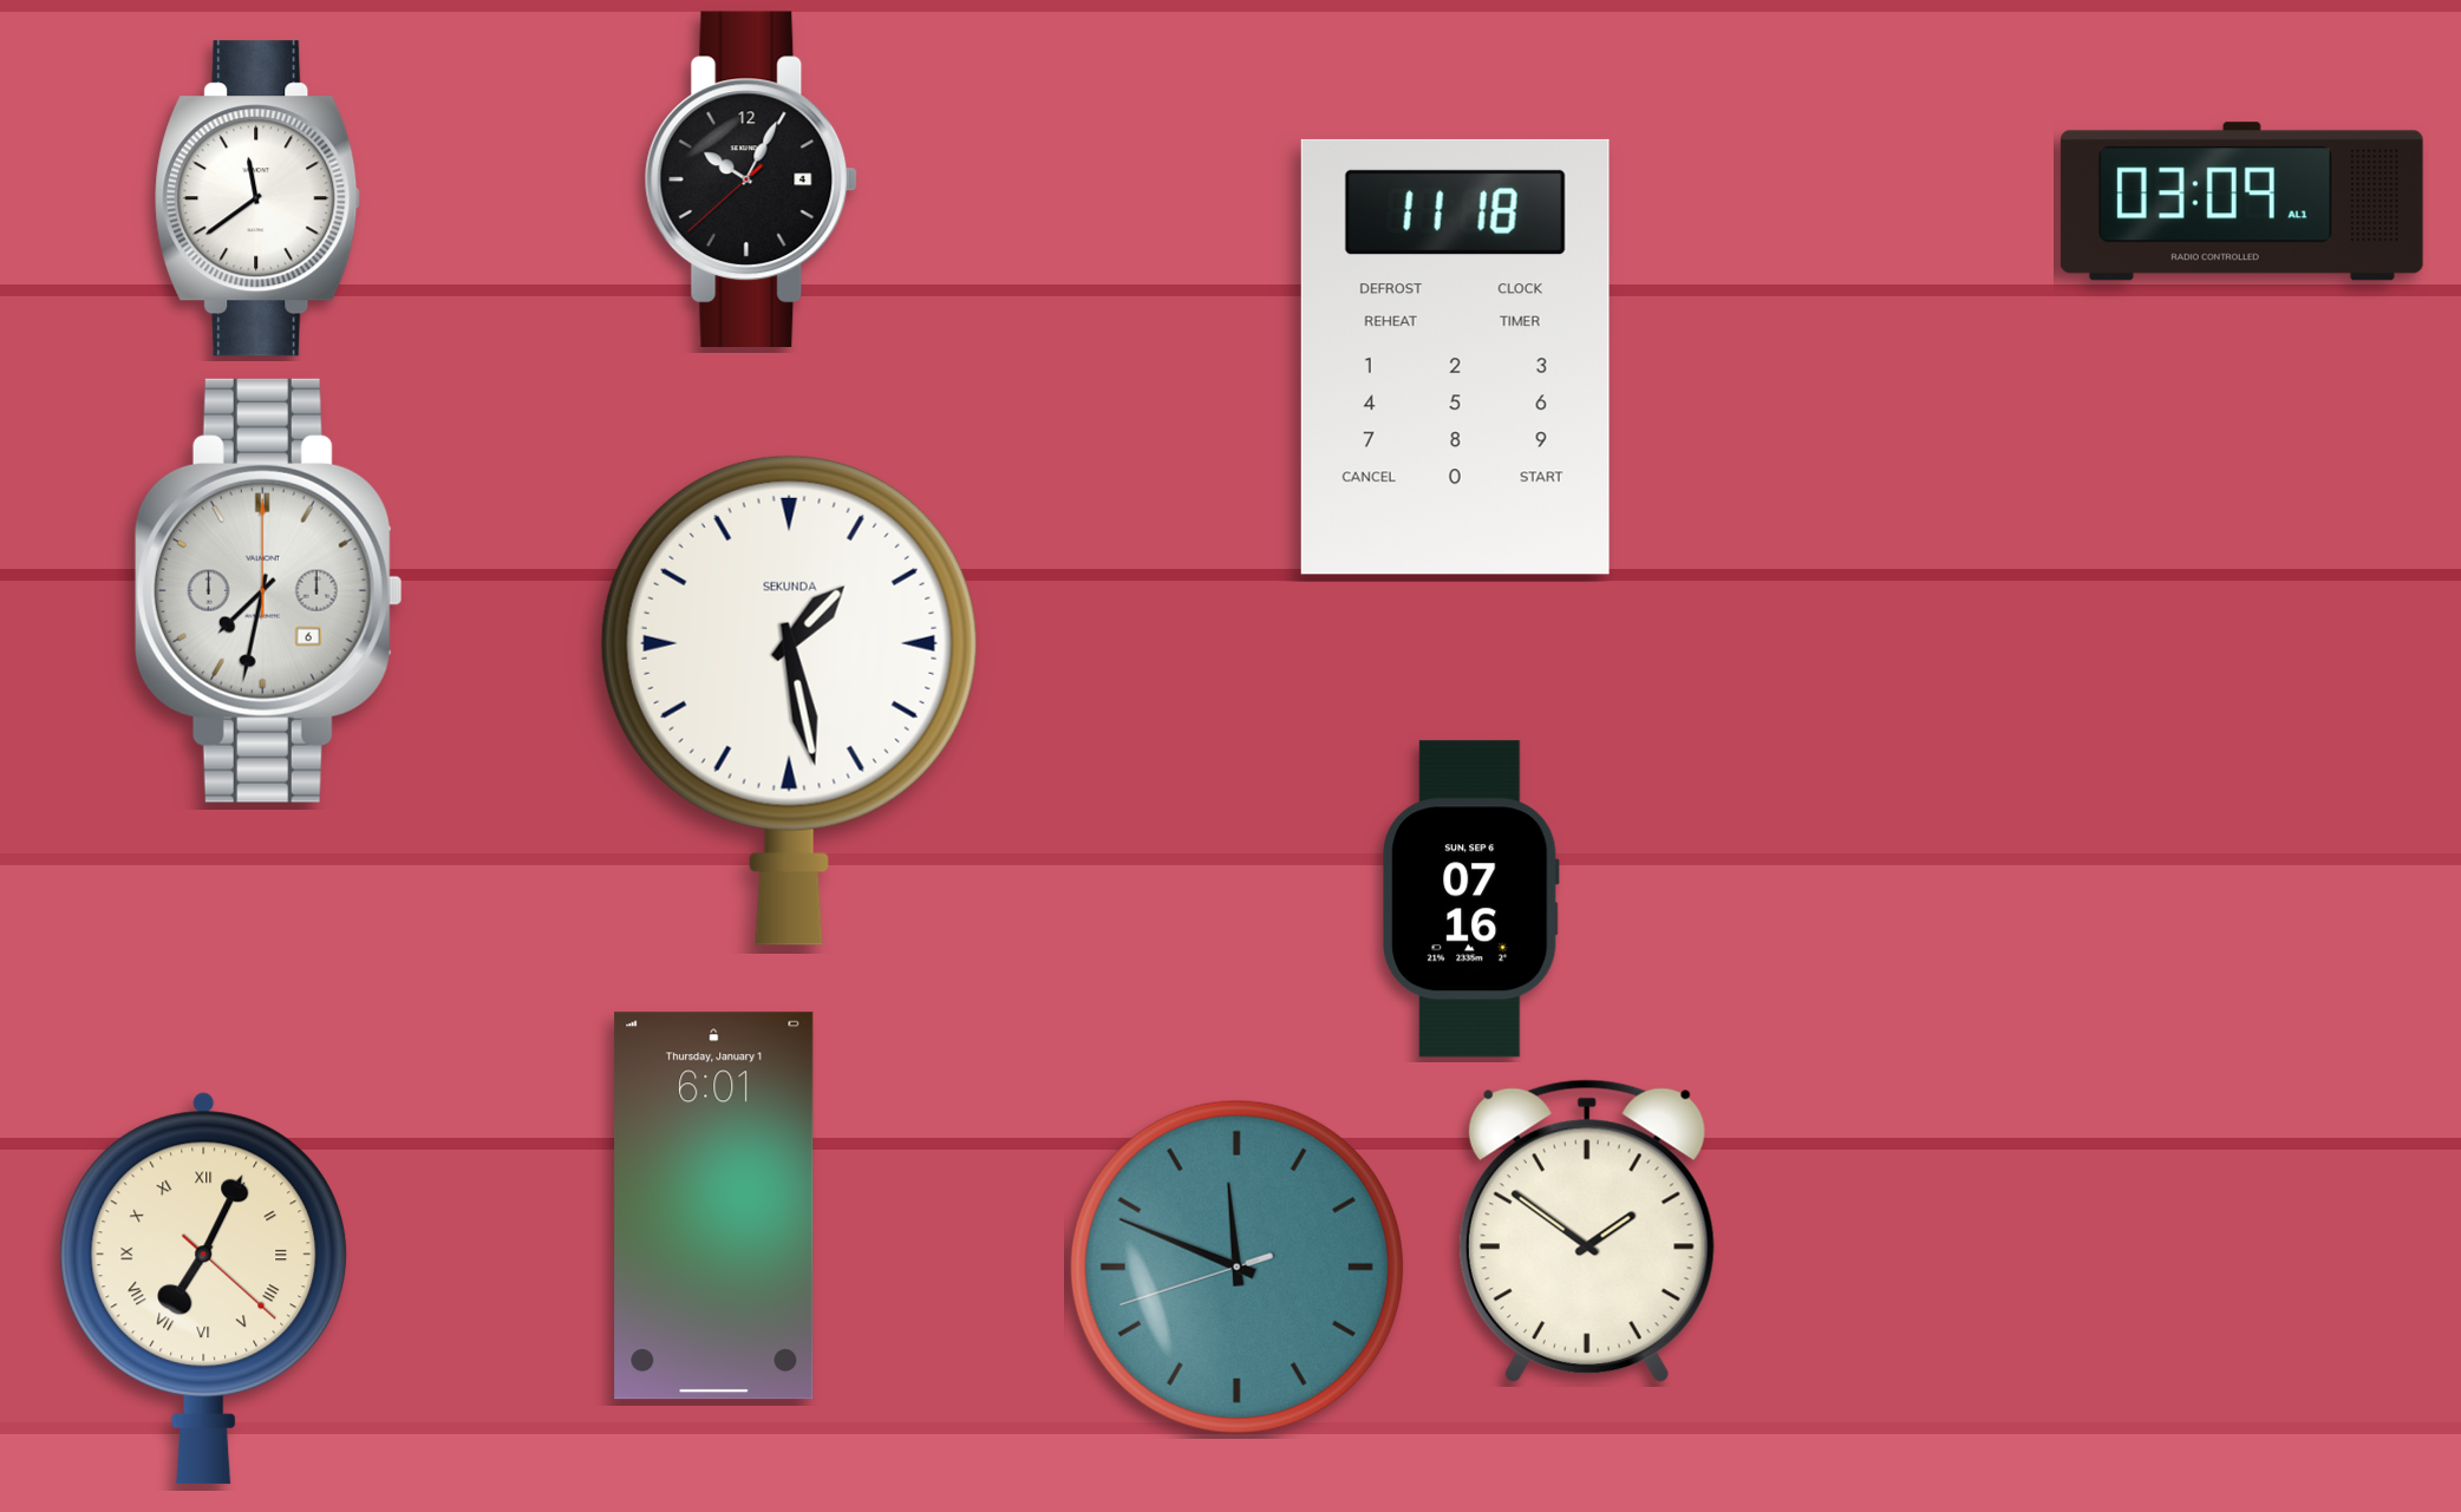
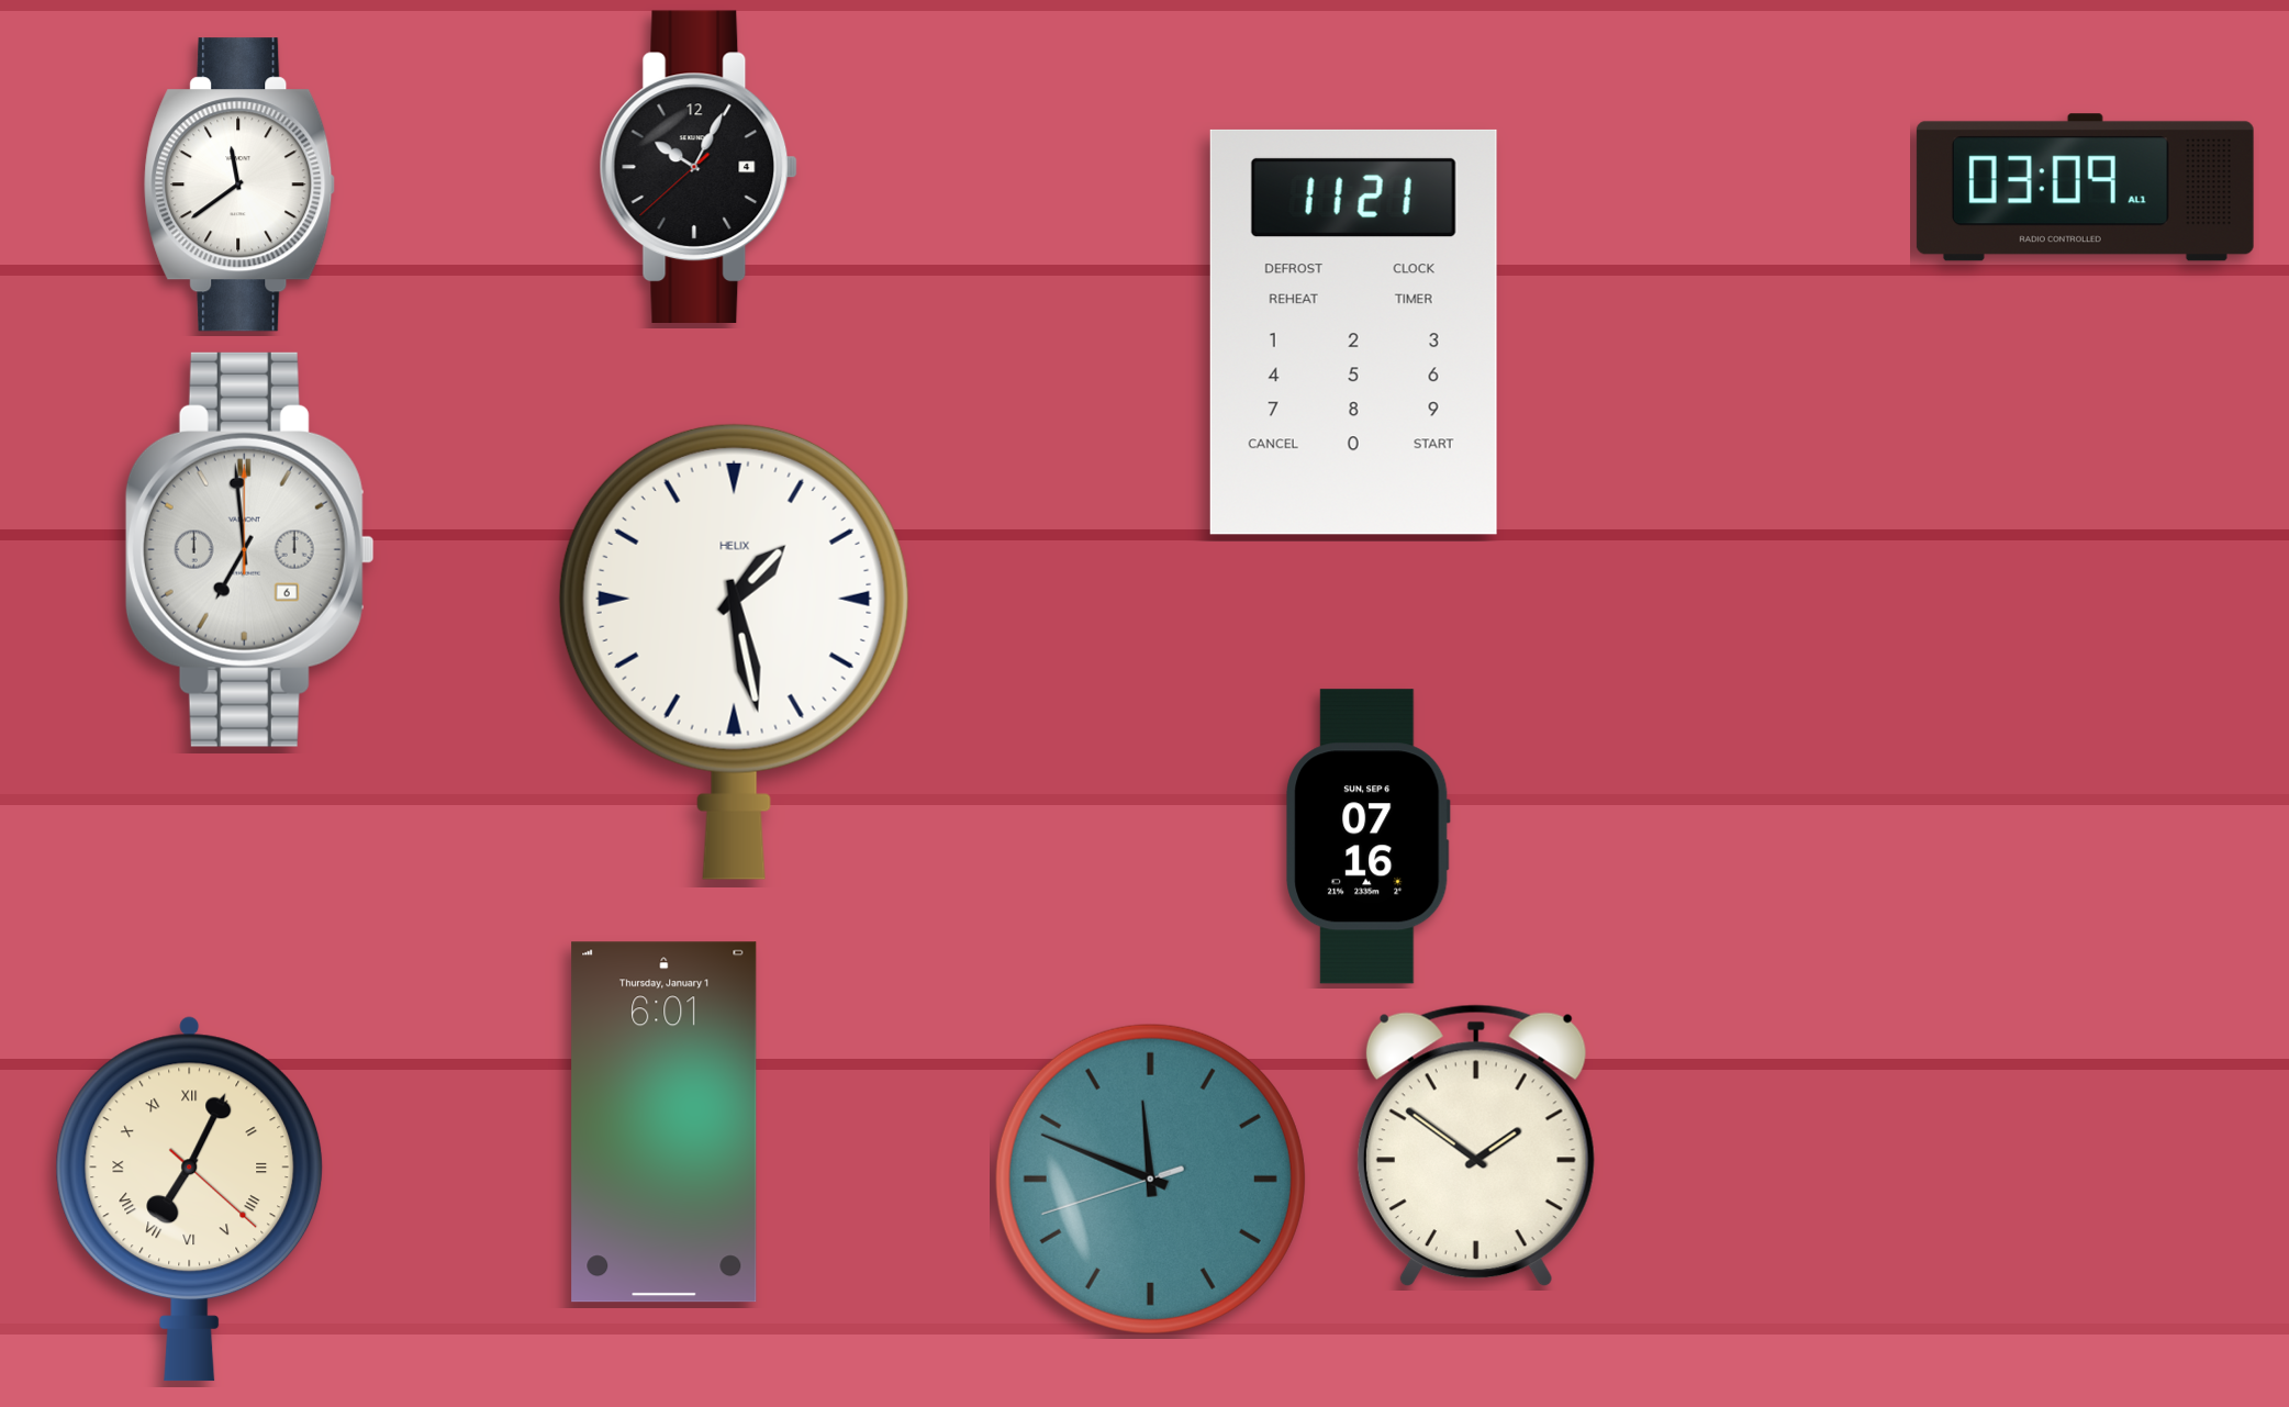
clock at (1455, 356): 11:18 -> 11:21
clock at (268, 590): 7:32 -> 6:59
clock at (789, 700) brand: SEKUNDA -> HELIX
